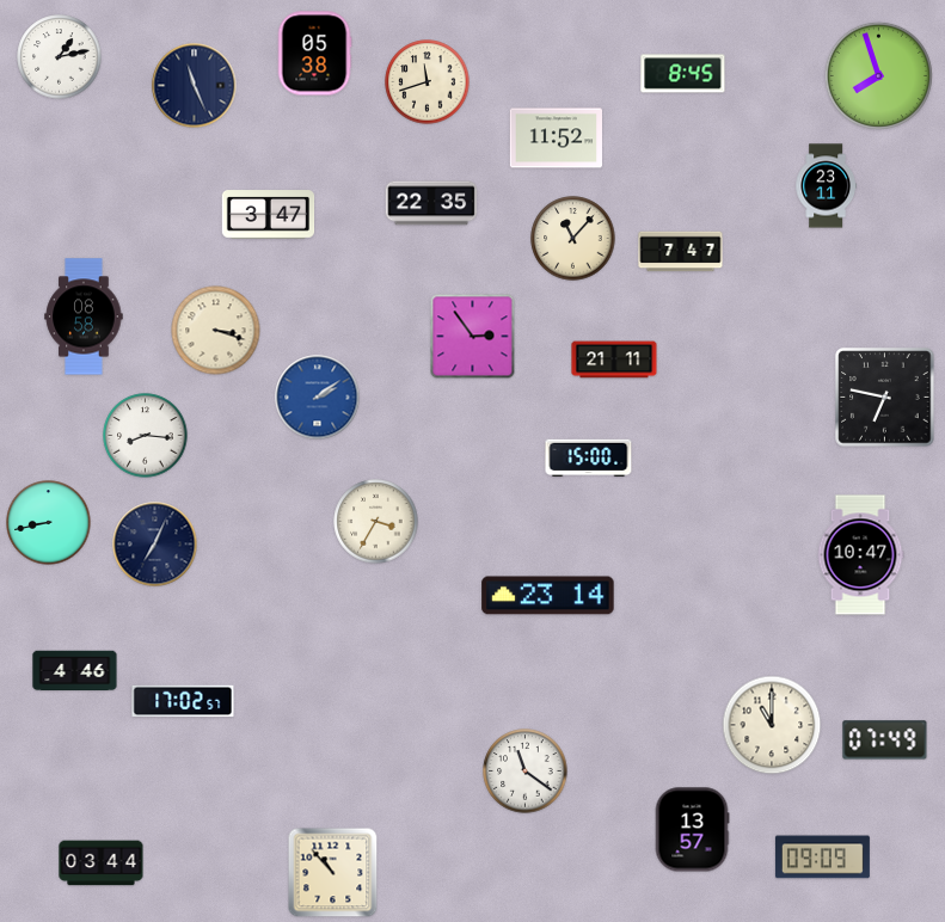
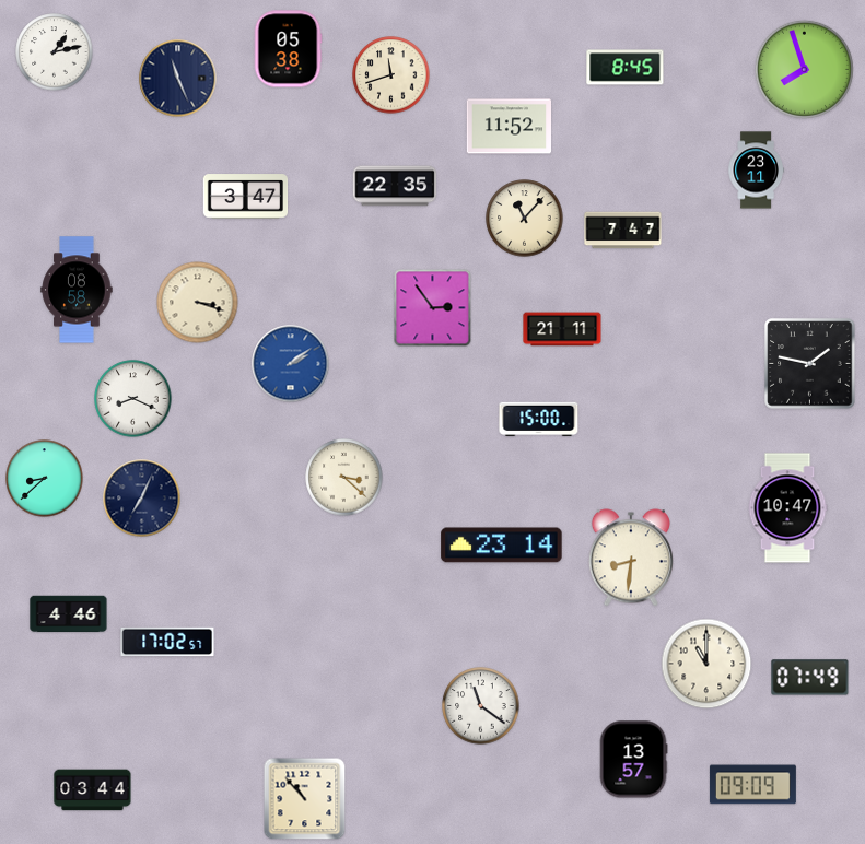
clock at (885, 398): 6:47 -> 1:47
clock at (146, 436): 8:16 -> 8:19
clock at (376, 522): 3:35 -> 3:22
clock at (49, 523): 8:43 -> 8:38
clock at (631, 558): none -> 8:31
